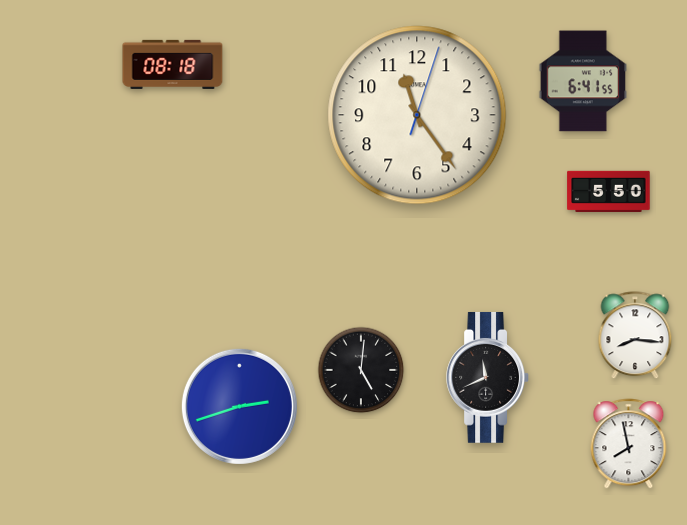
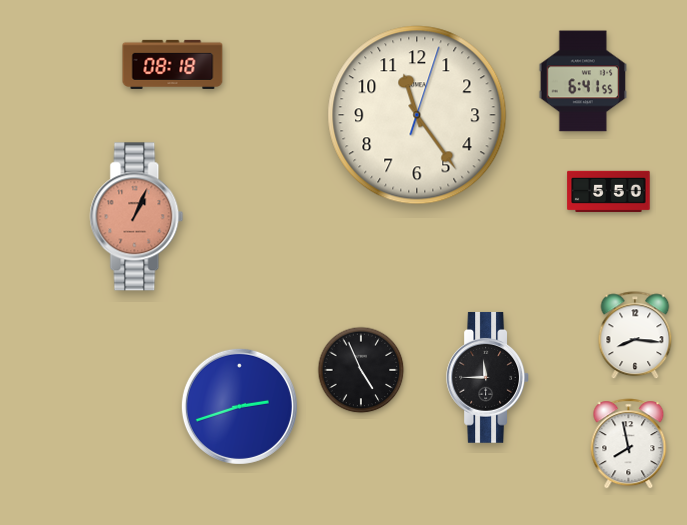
clock at (137, 217): none -> 1:04
clock at (361, 370): 5:01 -> 4:56
clock at (487, 377): 11:41 -> 11:45
